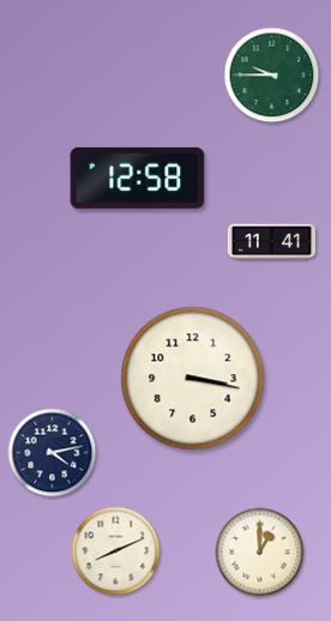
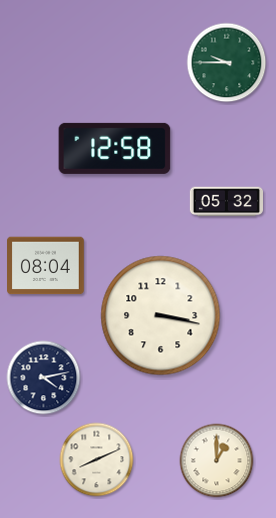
clock at (271, 242): 11:41 -> 05:32
clock at (46, 266): none -> 08:04
